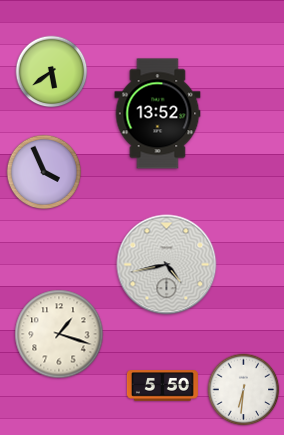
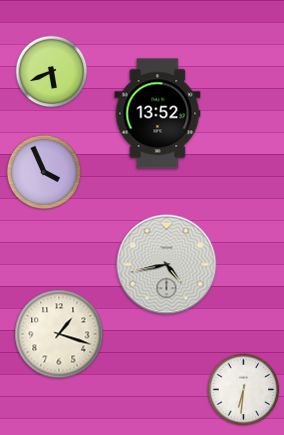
clock at (52, 72): 5:39 -> 5:41
clock at (162, 386): 5:50 -> none
